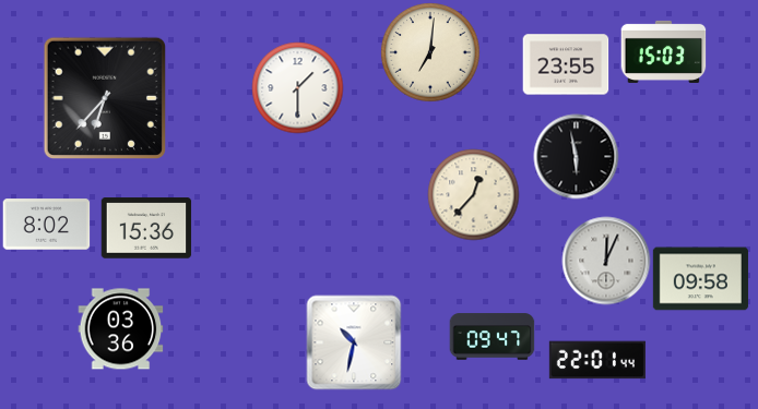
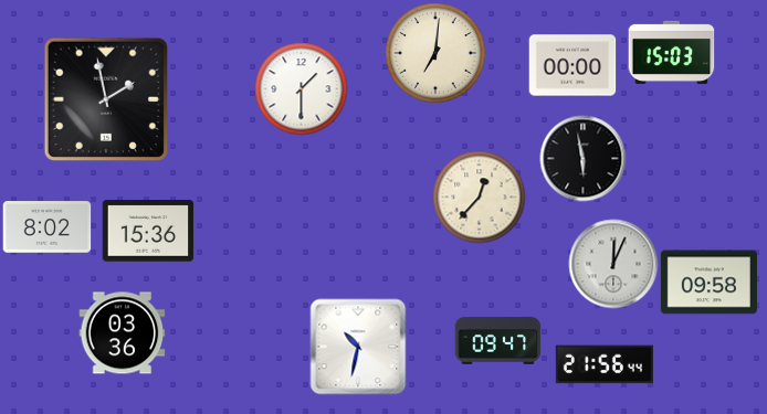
clock at (566, 64): 23:55 -> 00:00
clock at (104, 97): 6:37 -> 1:58
clock at (597, 360): 22:01 -> 21:56
